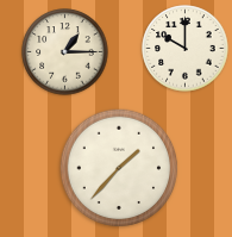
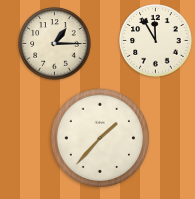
clock at (186, 49): 10:00 -> 11:55
clock at (119, 168) position: (119, 168) -> (100, 138)
